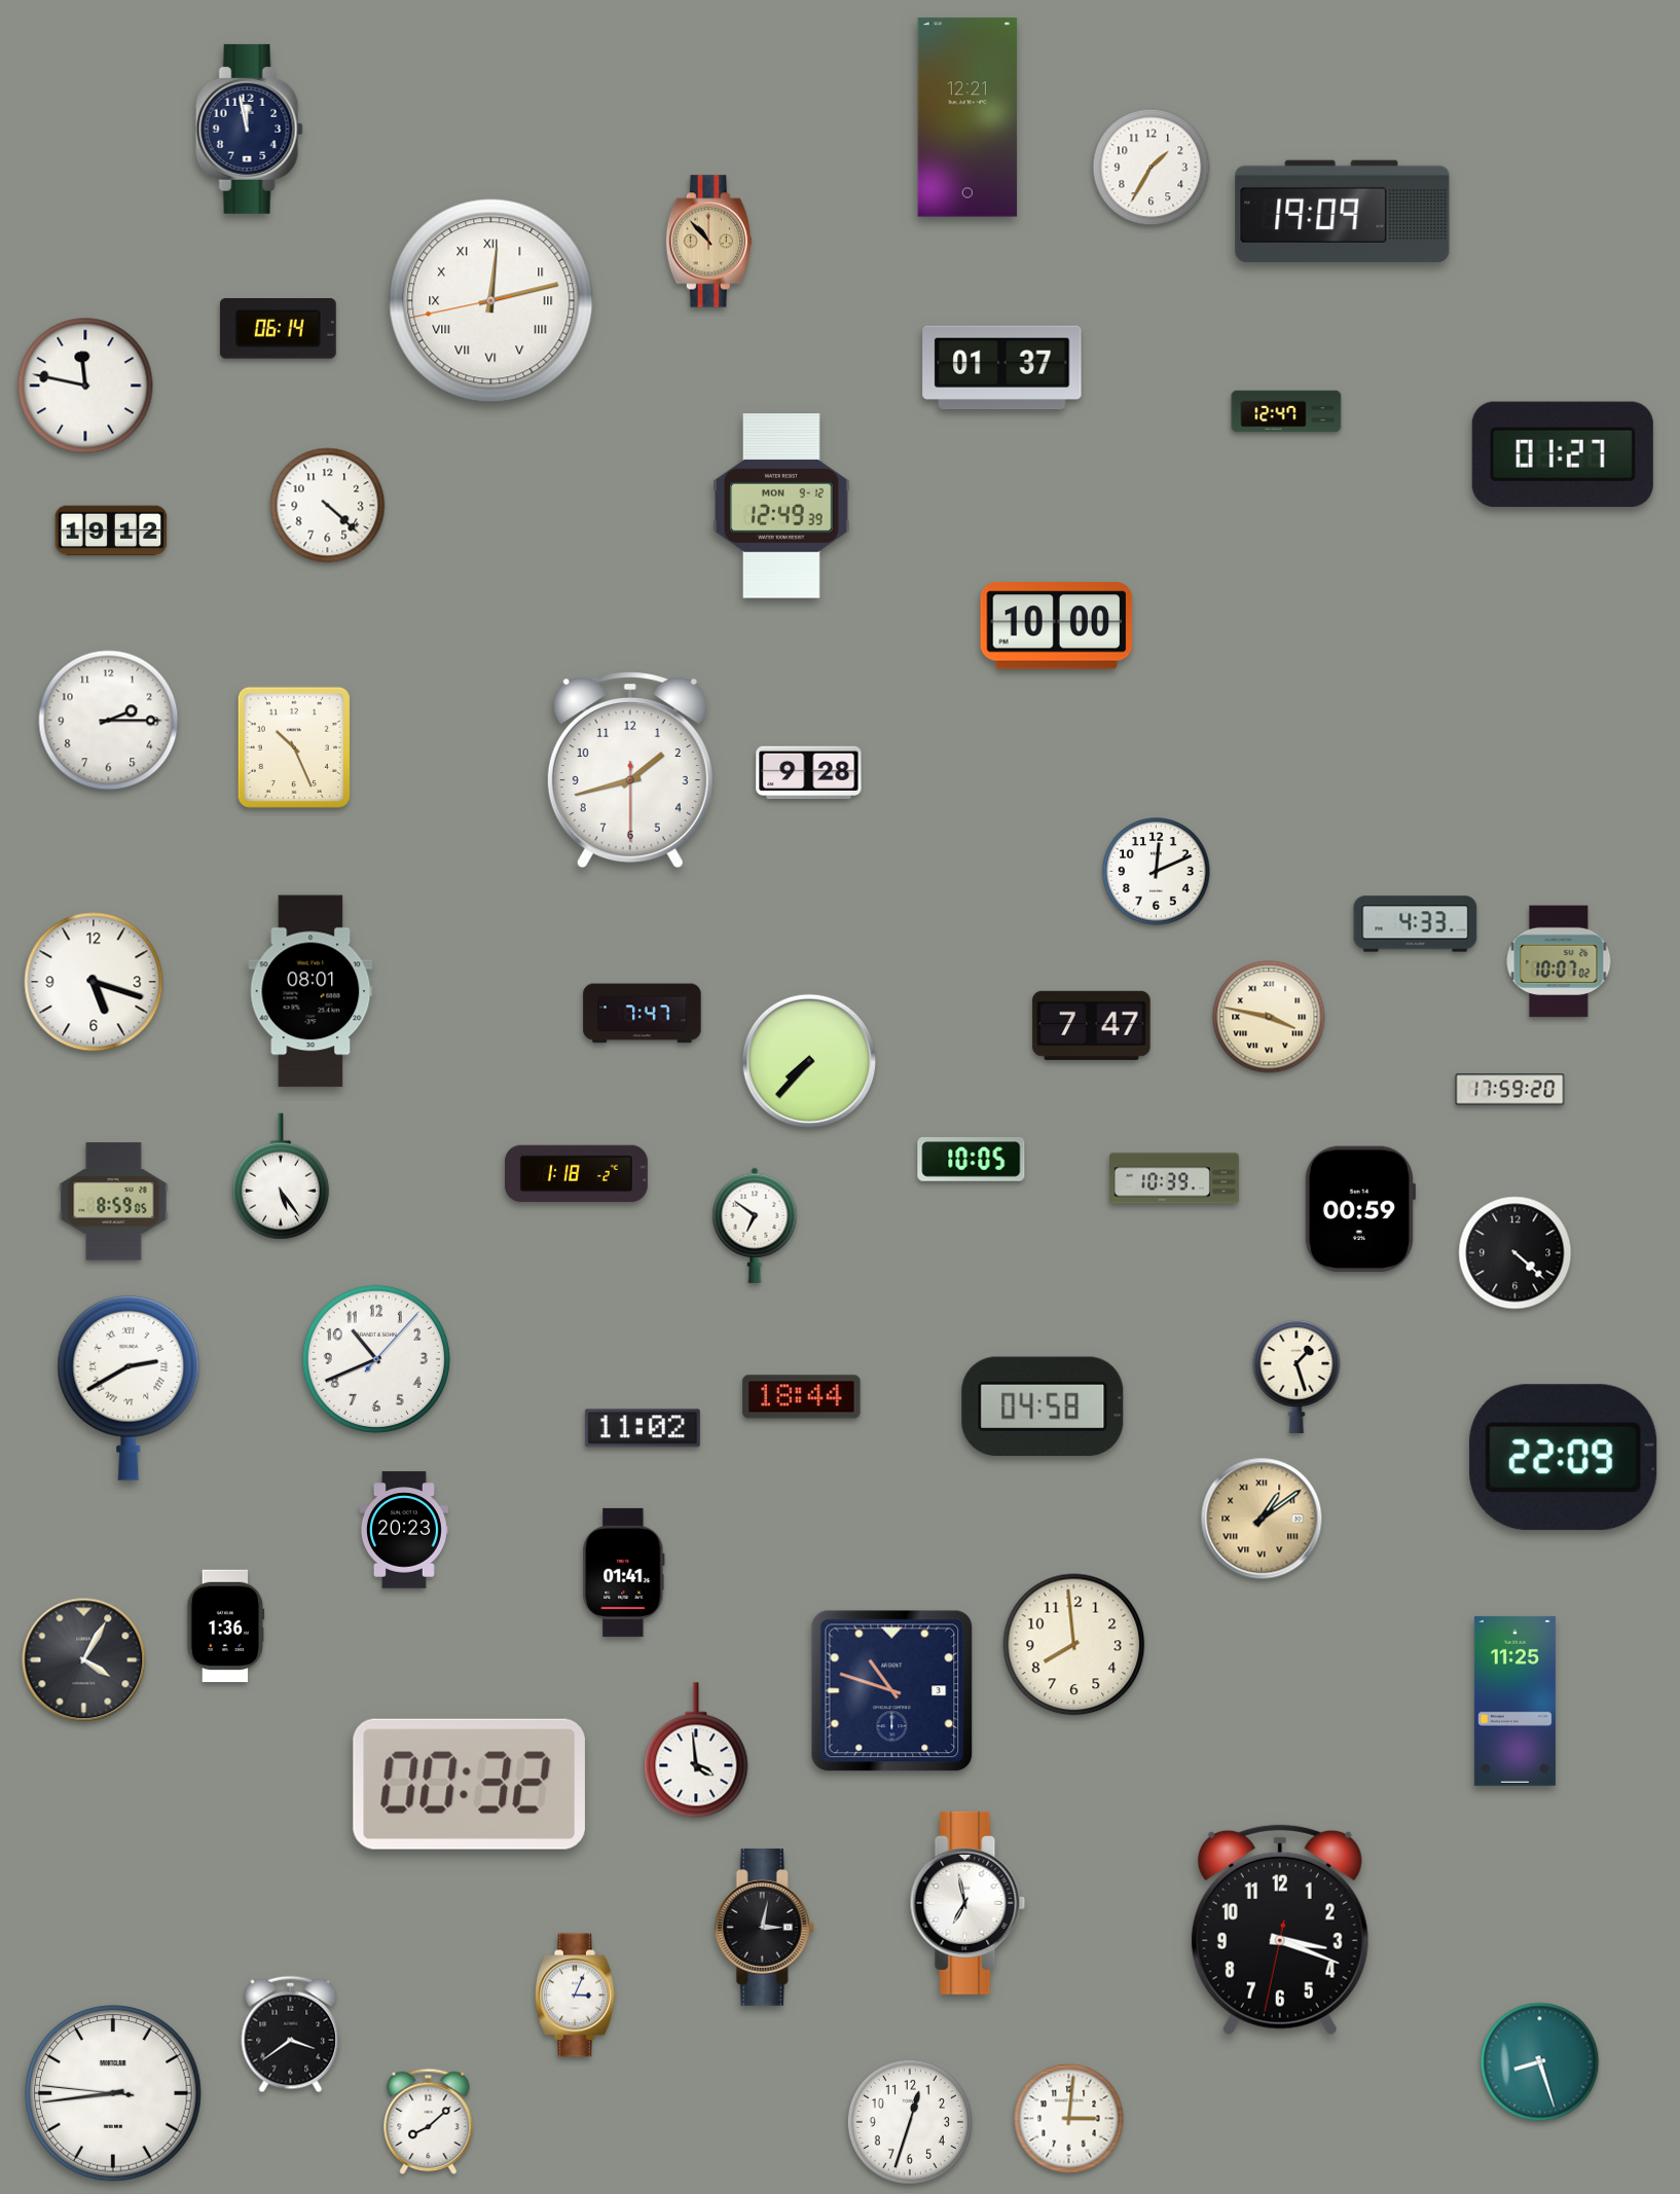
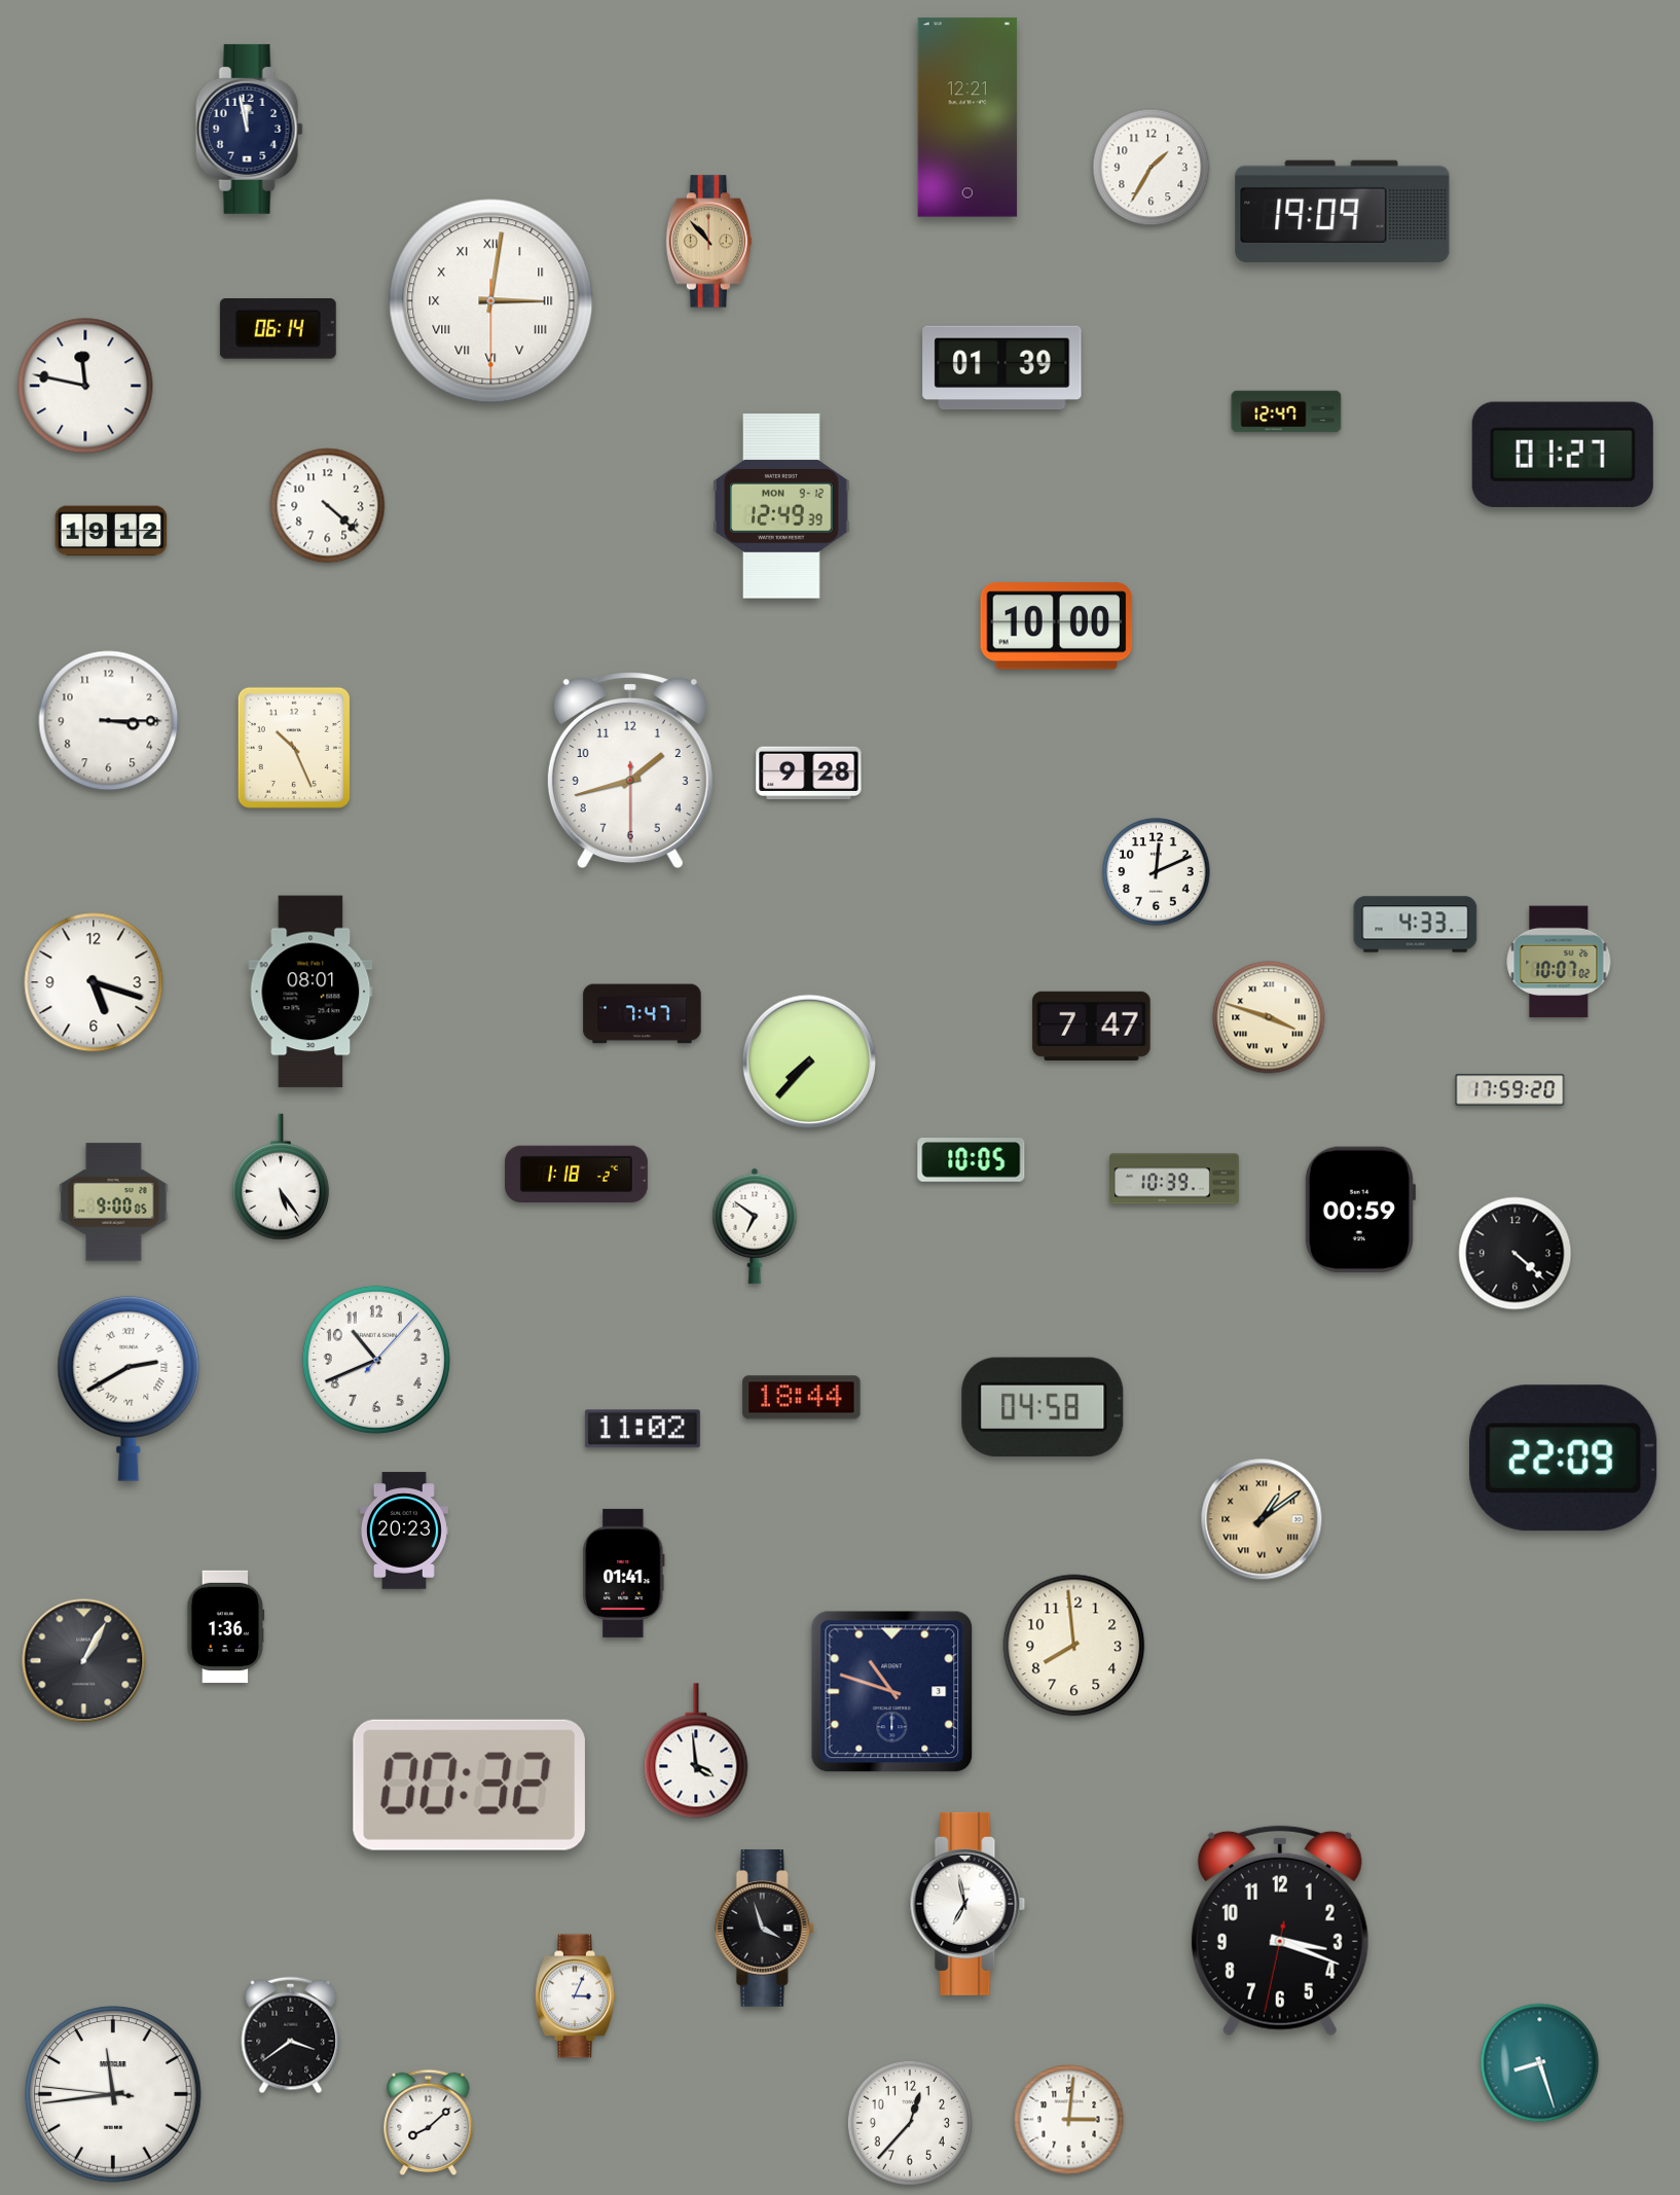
clock at (491, 301): 12:12 -> 3:01
clock at (1002, 368): 01:37 -> 01:39
clock at (109, 721): 2:15 -> 3:15
clock at (1269, 1017): 3:47 -> 3:48
clock at (114, 1202): 8:59 -> 9:00
clock at (1296, 1376): 1:27 -> none
clock at (84, 1660): 4:05 -> 1:05
clock at (1514, 1701): 11:25 -> none
clock at (764, 1928): 3:02 -> 3:57
clock at (113, 2093): 8:43 -> 11:43
clock at (910, 2122): 12:33 -> 12:37
